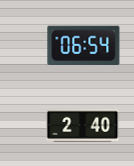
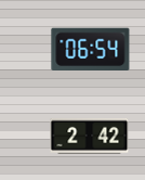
clock at (83, 125): 2:40 -> 2:42
